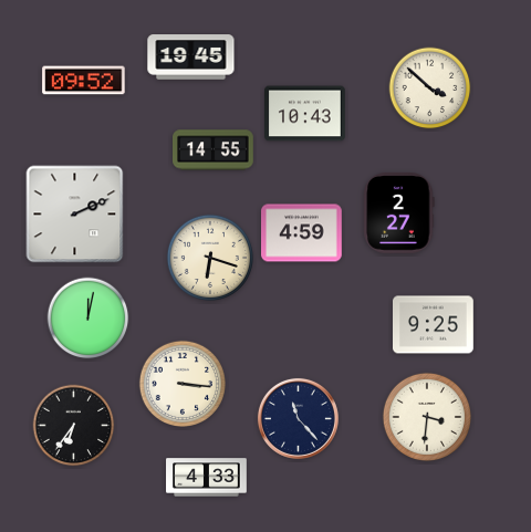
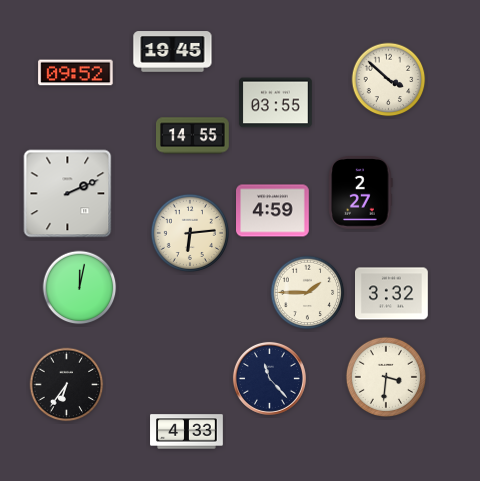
clock at (305, 114): 10:43 -> 03:55
clock at (209, 257): 6:18 -> 6:14
clock at (308, 293): none -> 1:45
clock at (434, 325): 9:25 -> 3:32
clock at (181, 383): 3:16 -> none
